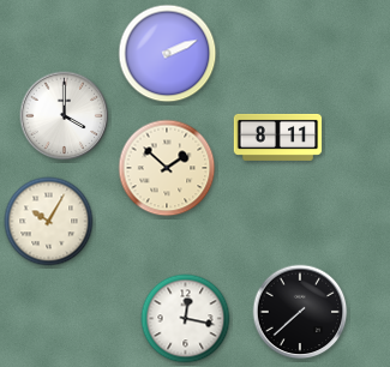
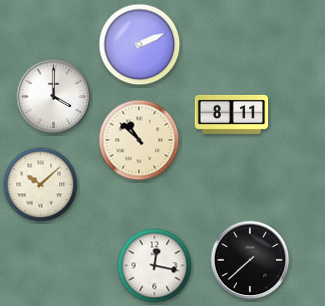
clock at (167, 168): 1:52 -> 10:52
clock at (49, 222): 10:05 -> 10:08
